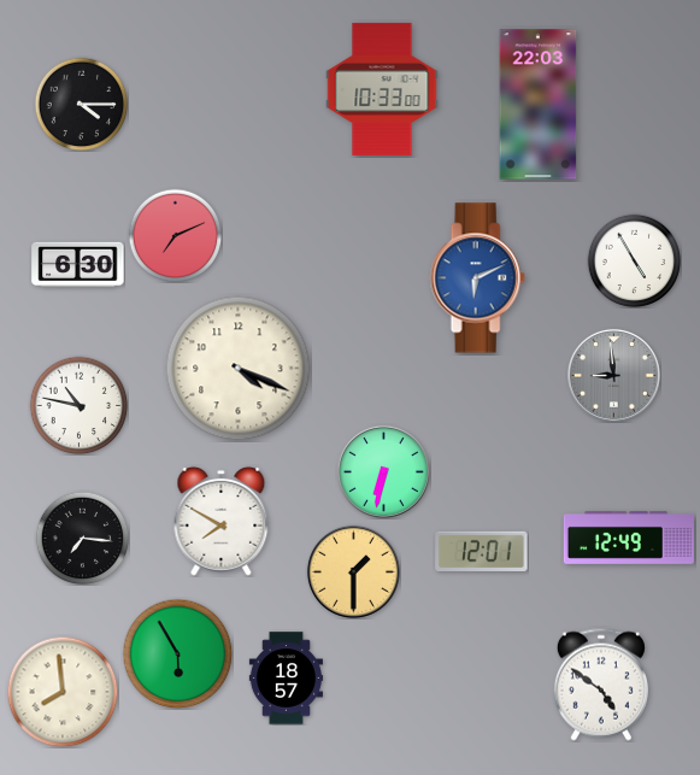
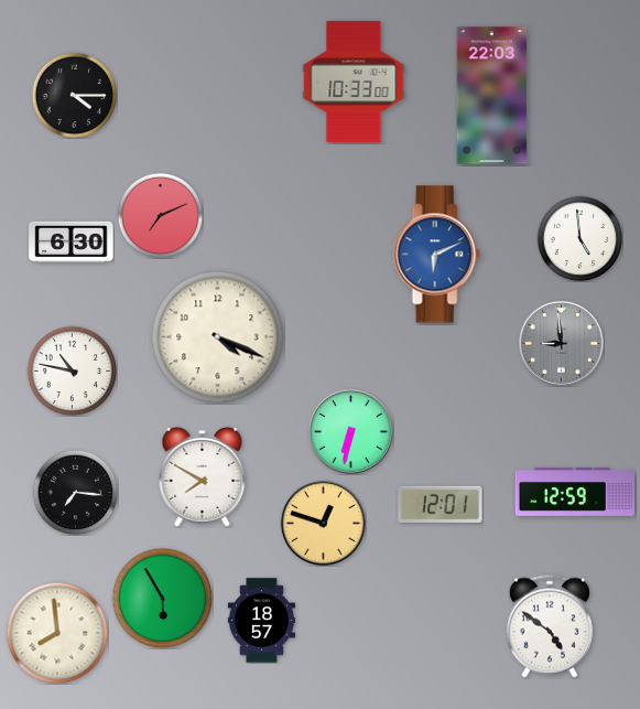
clock at (382, 89) position: (382, 89) -> (354, 82)
clock at (634, 260): 4:55 -> 4:59
clock at (629, 538): 12:49 -> 12:59
clock at (353, 571): 1:30 -> 12:48
